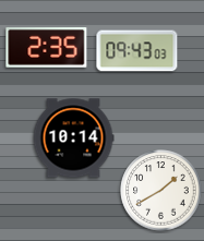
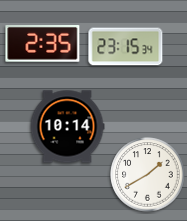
clock at (137, 51): 09:43 -> 23:15
